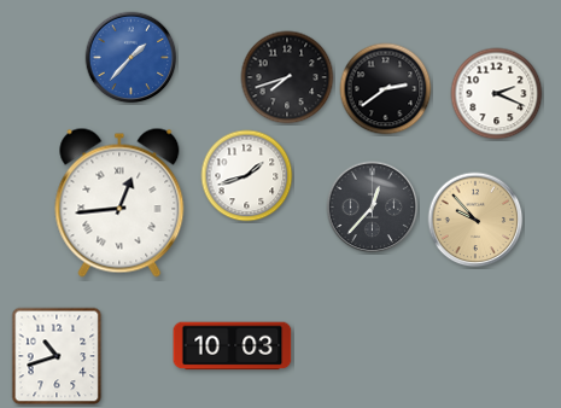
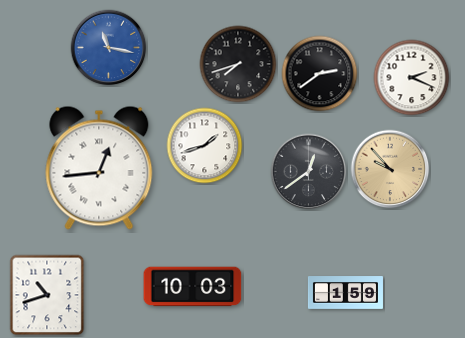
clock at (132, 58): 1:37 -> 11:17
clock at (373, 208): 12:37 -> 12:39
clock at (475, 220) position: (475, 220) -> (390, 169)
clock at (345, 293): none -> 1:59
